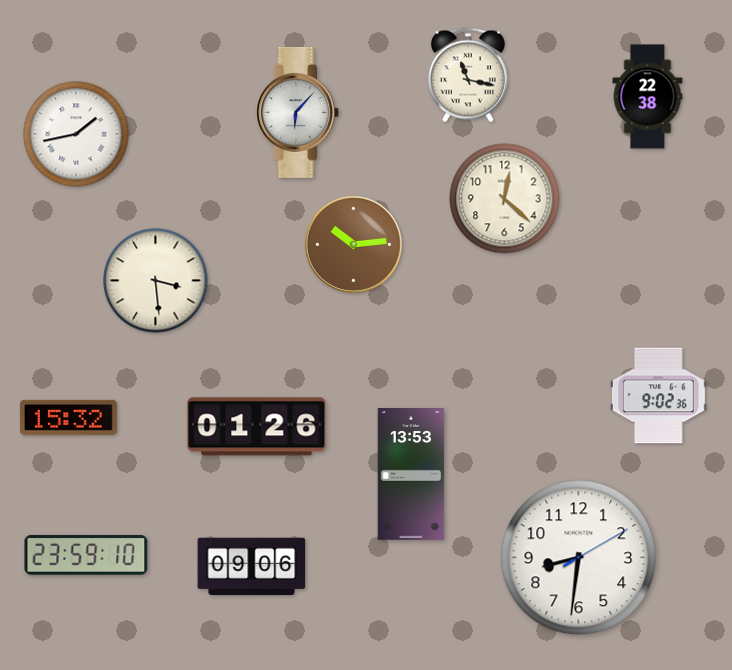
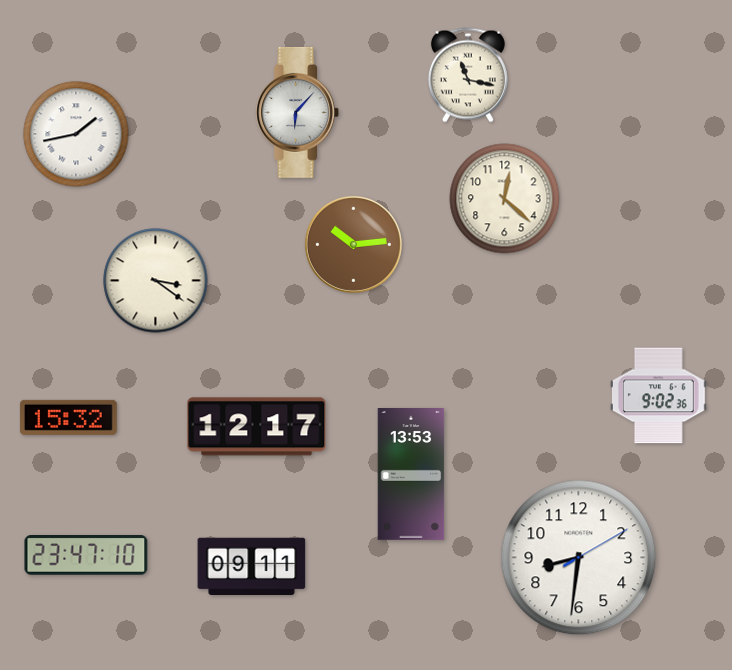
clock at (648, 97): 22:38 -> none
clock at (156, 281): 3:29 -> 3:21
clock at (257, 427): 01:26 -> 12:17
clock at (86, 555): 23:59 -> 23:47
clock at (252, 566): 09:06 -> 09:11
